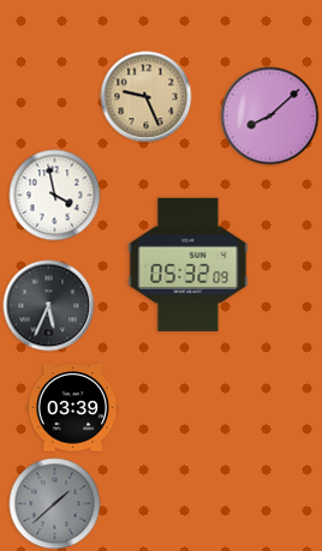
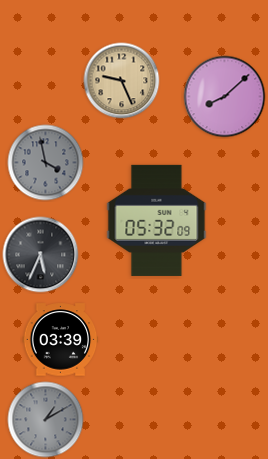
clock at (55, 196) dial: white -> grey
clock at (55, 504): 1:38 -> 1:10
